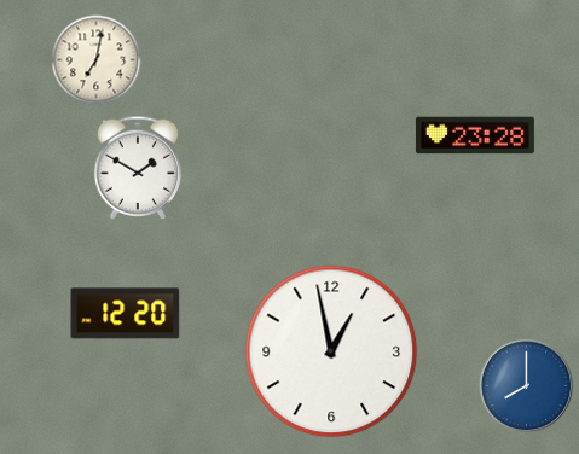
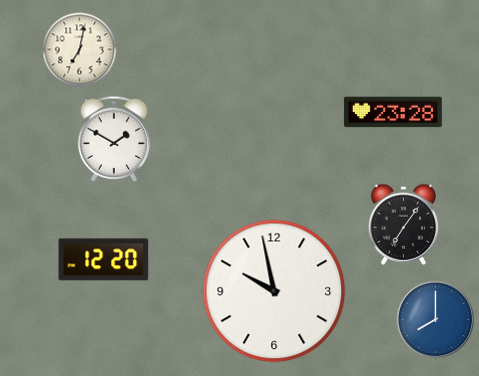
clock at (404, 224): none -> 7:06
clock at (331, 351): 12:58 -> 9:58
